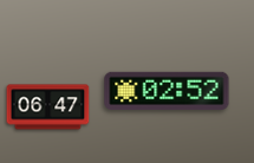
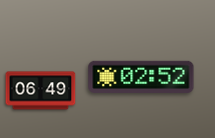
clock at (48, 107): 06:47 -> 06:49
